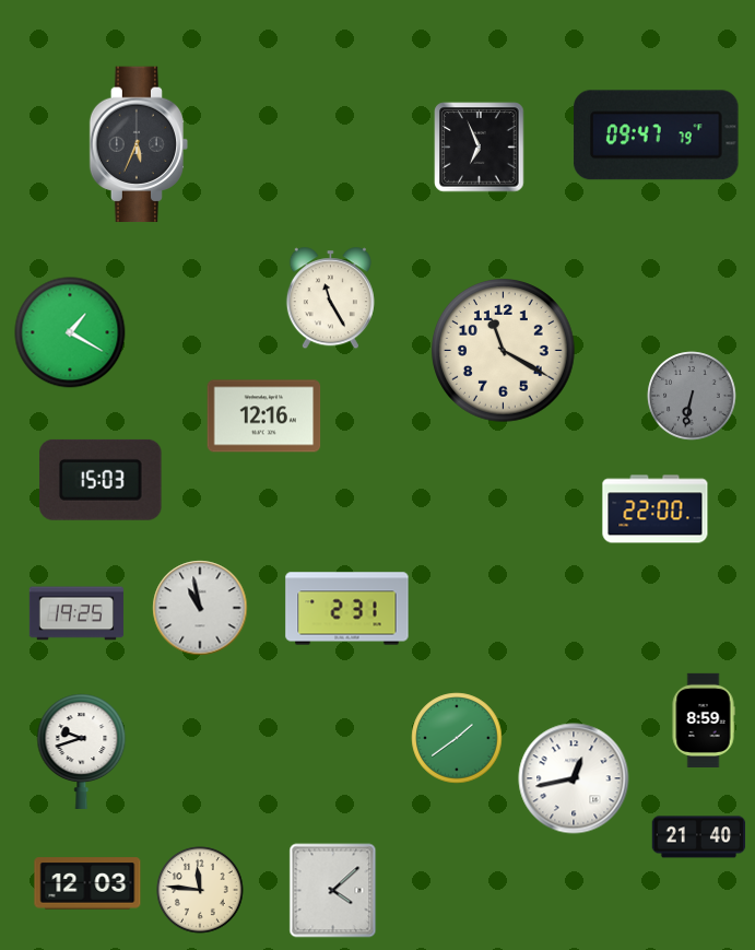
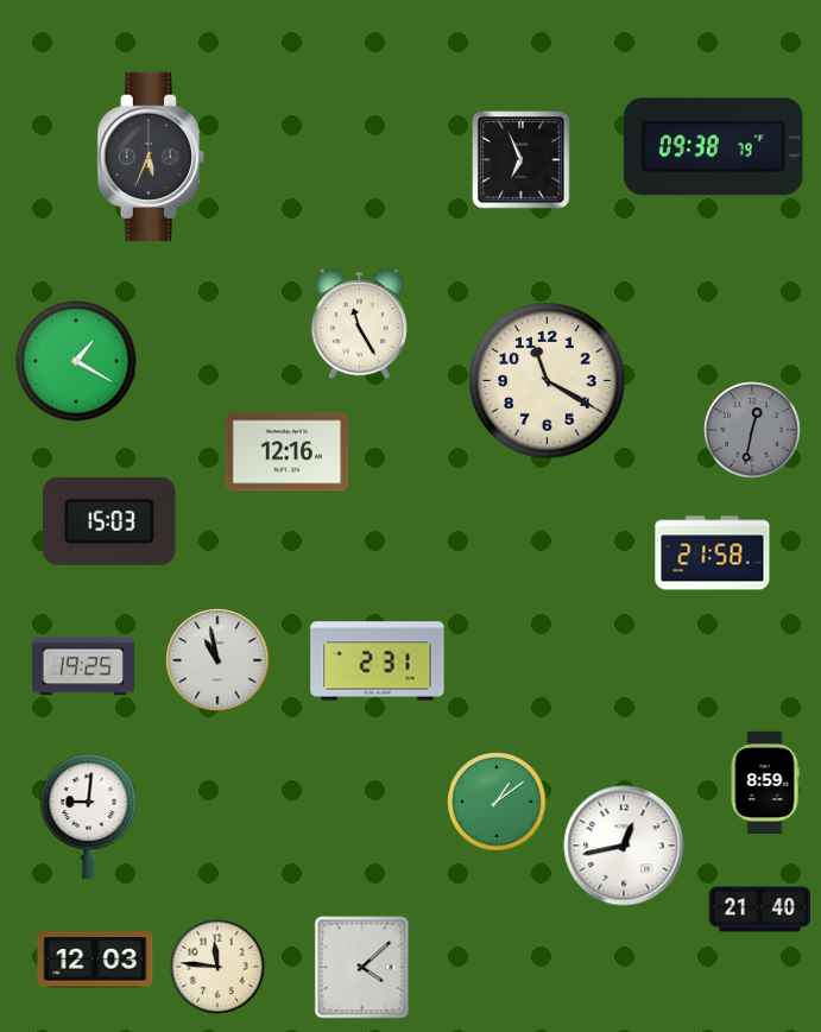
clock at (657, 136): 09:47 -> 09:38
clock at (692, 396): 6:32 -> 12:32
clock at (656, 509): 22:00 -> 21:58
clock at (457, 738): 1:39 -> 1:09
clock at (82, 751): 9:42 -> 9:01
